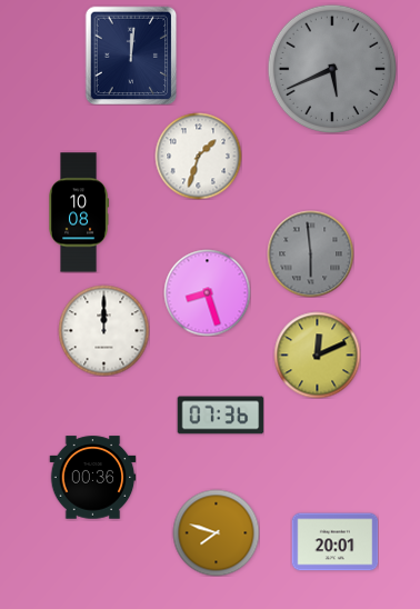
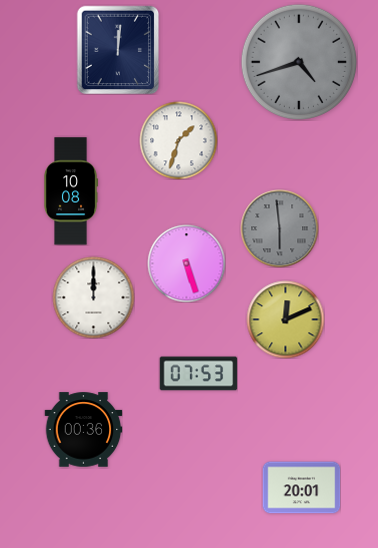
clock at (331, 68): 5:41 -> 4:42
clock at (207, 292): 8:27 -> 5:27
clock at (220, 416): 07:36 -> 07:53
clock at (216, 532): 7:48 -> none
